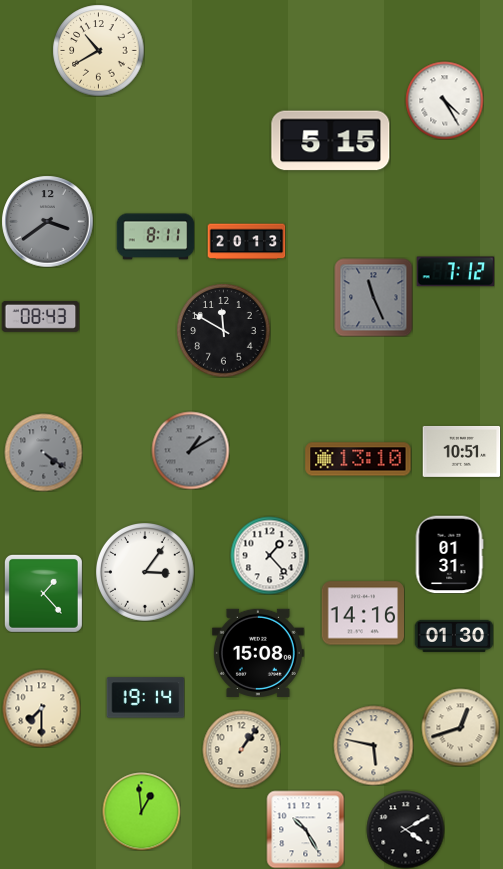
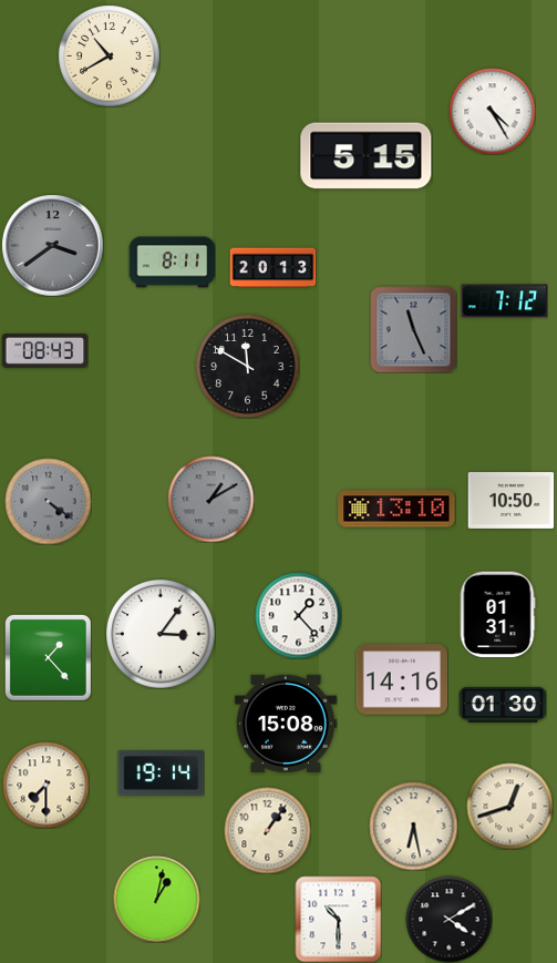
clock at (461, 451): 10:51 -> 10:50
clock at (373, 745): 5:47 -> 6:28
clock at (141, 811): 12:59 -> 1:02
clock at (305, 829): 10:25 -> 10:30
